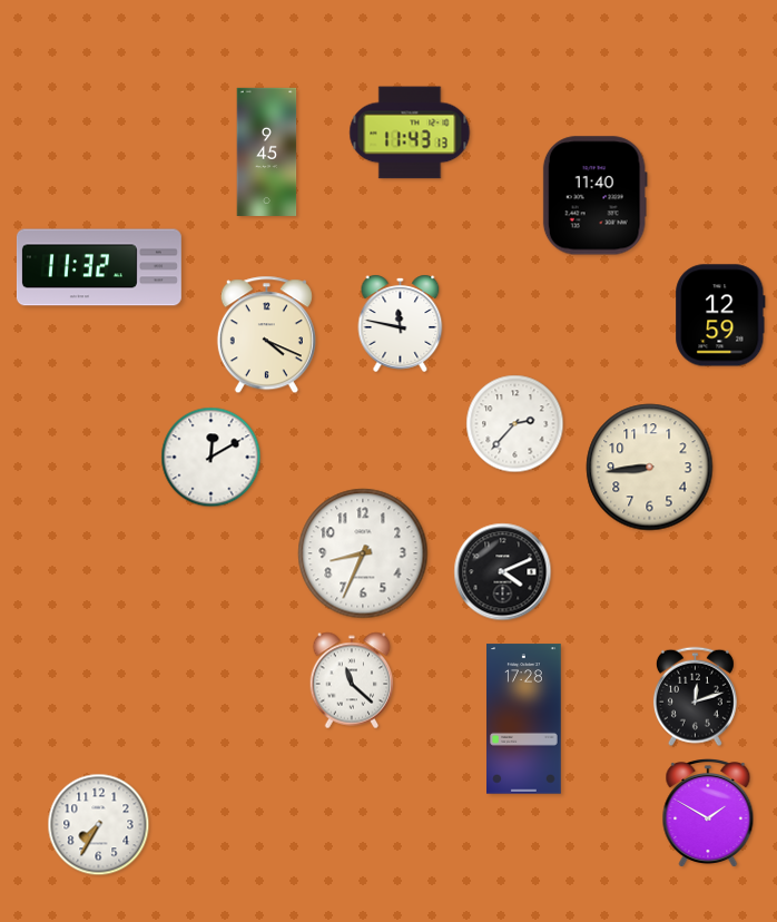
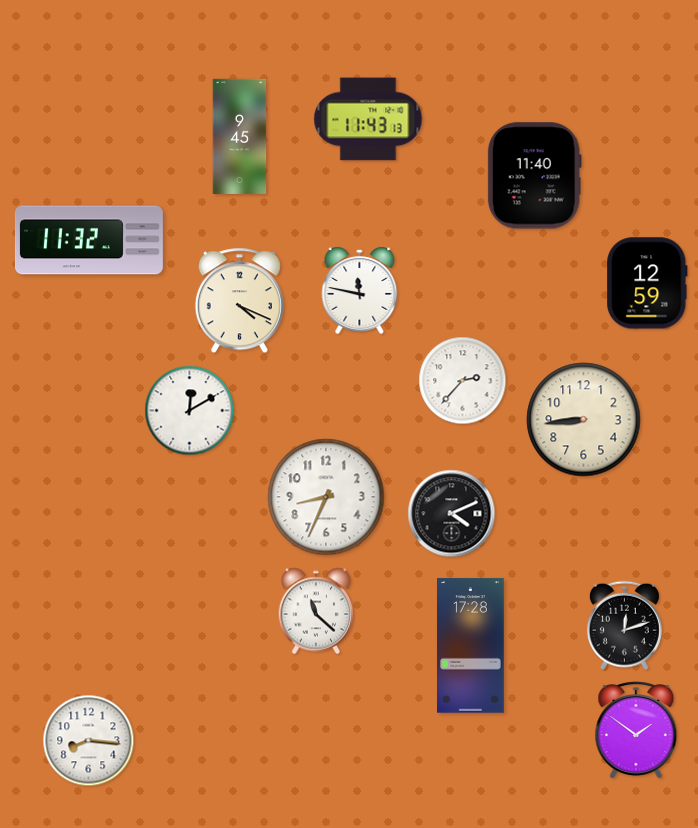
clock at (708, 814): 1:50 -> 1:51
clock at (99, 825): 7:35 -> 8:16
